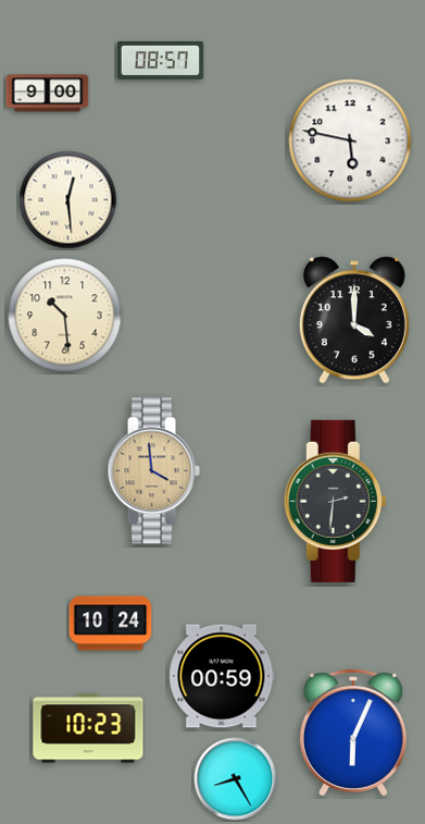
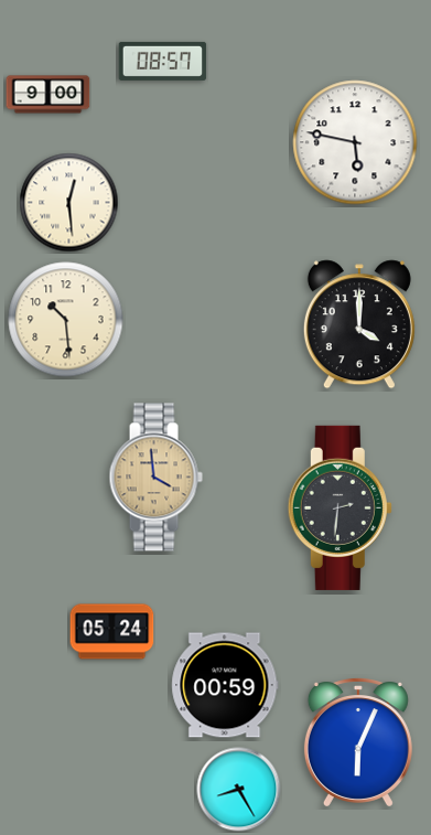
clock at (111, 624): 10:24 -> 05:24
clock at (88, 728): 10:23 -> none
